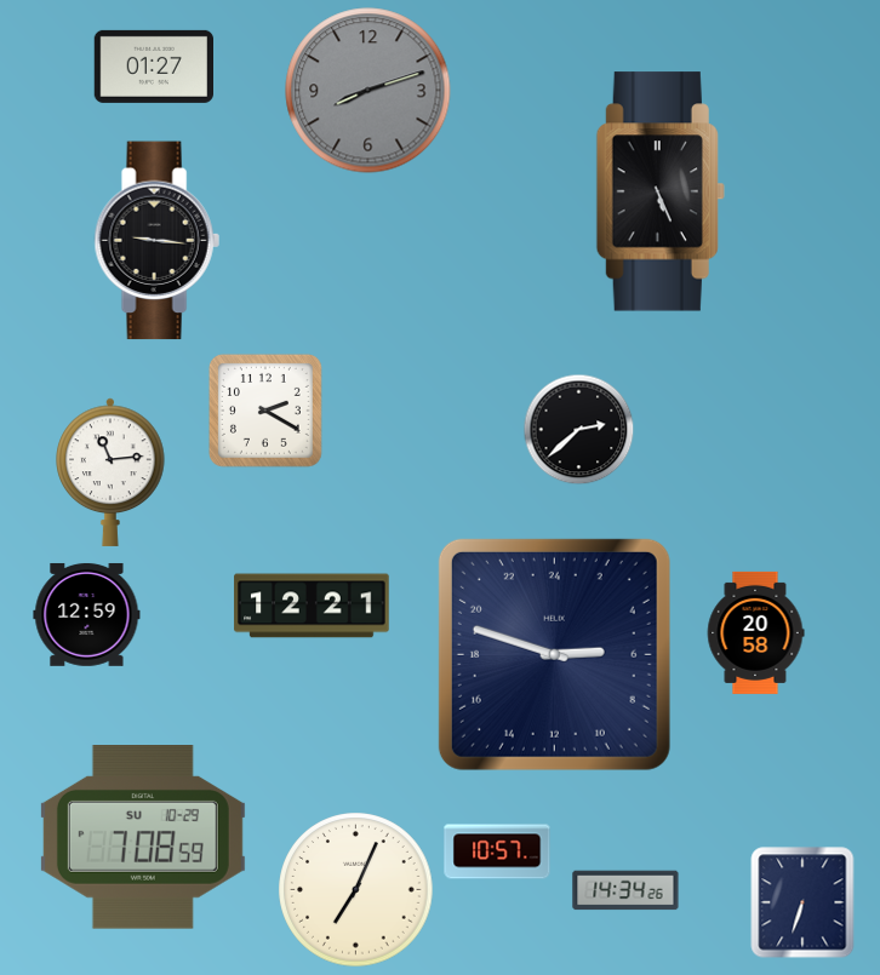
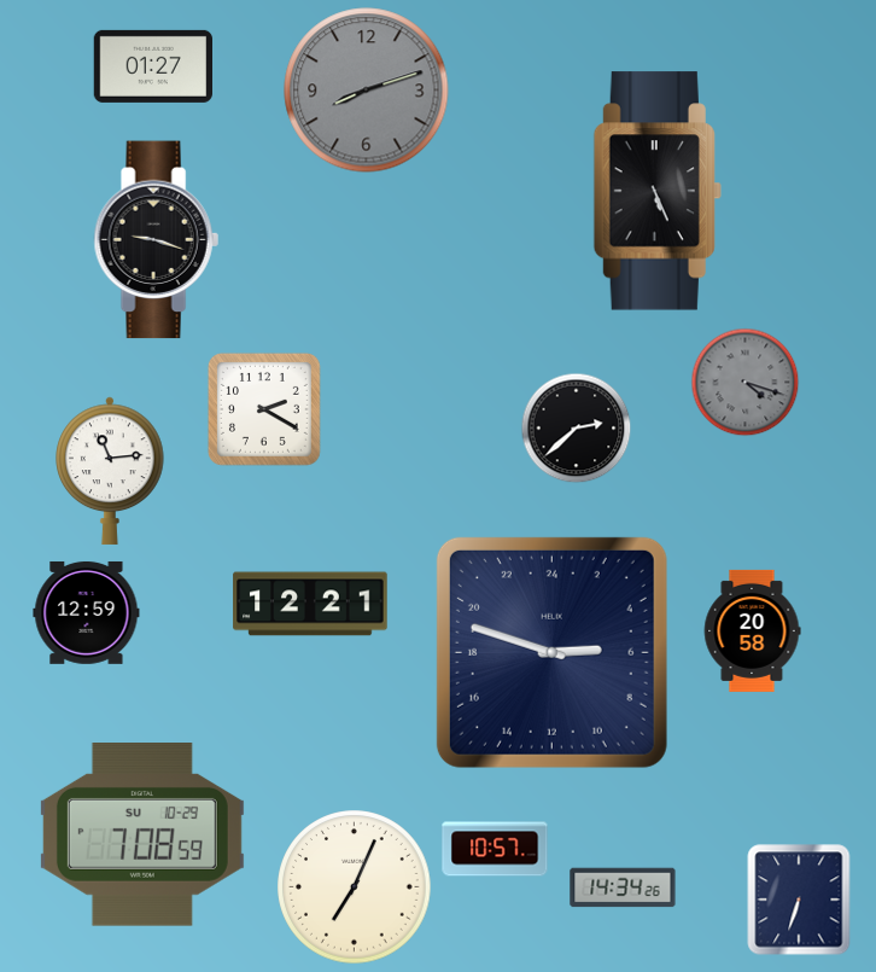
clock at (156, 241): 9:16 -> 9:18
clock at (746, 383): none -> 4:18
